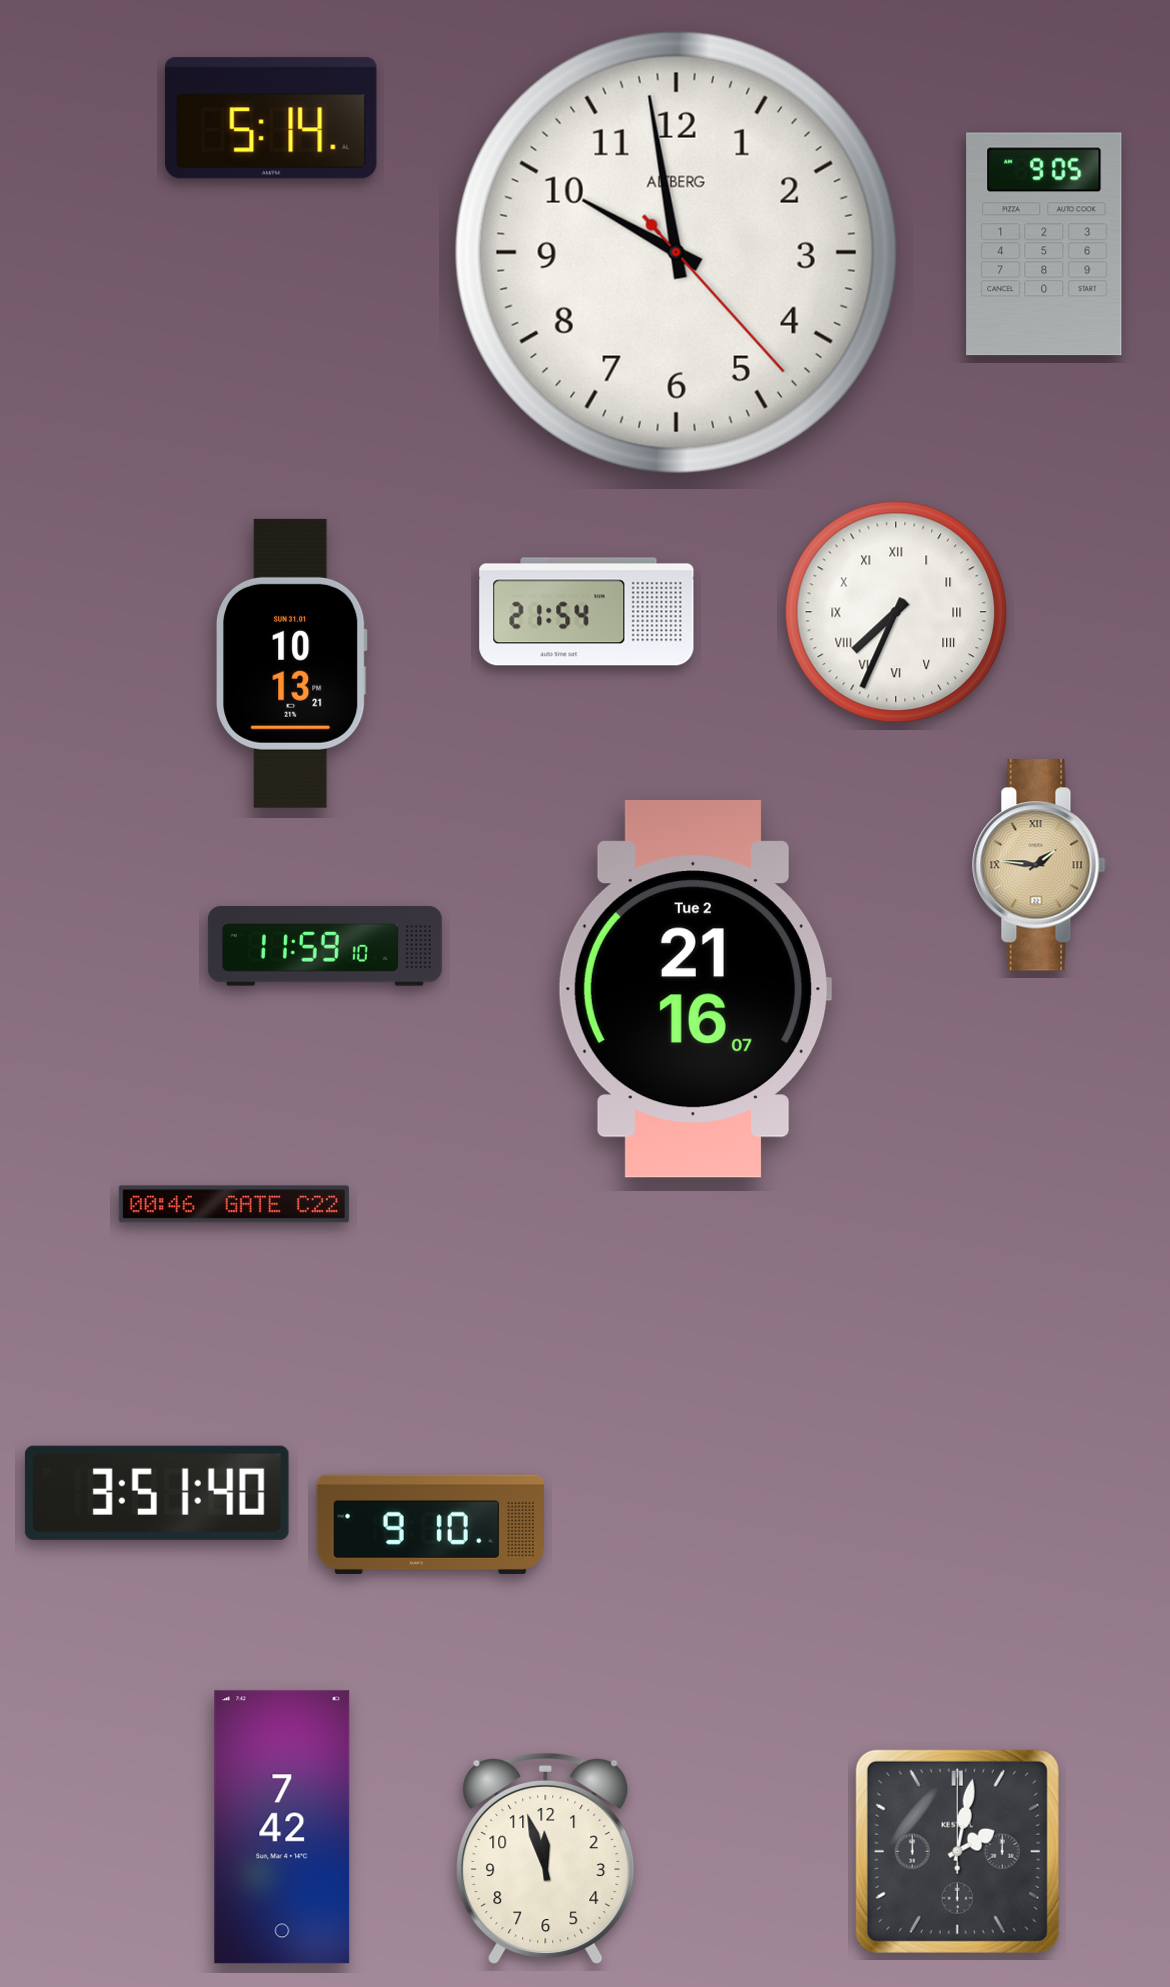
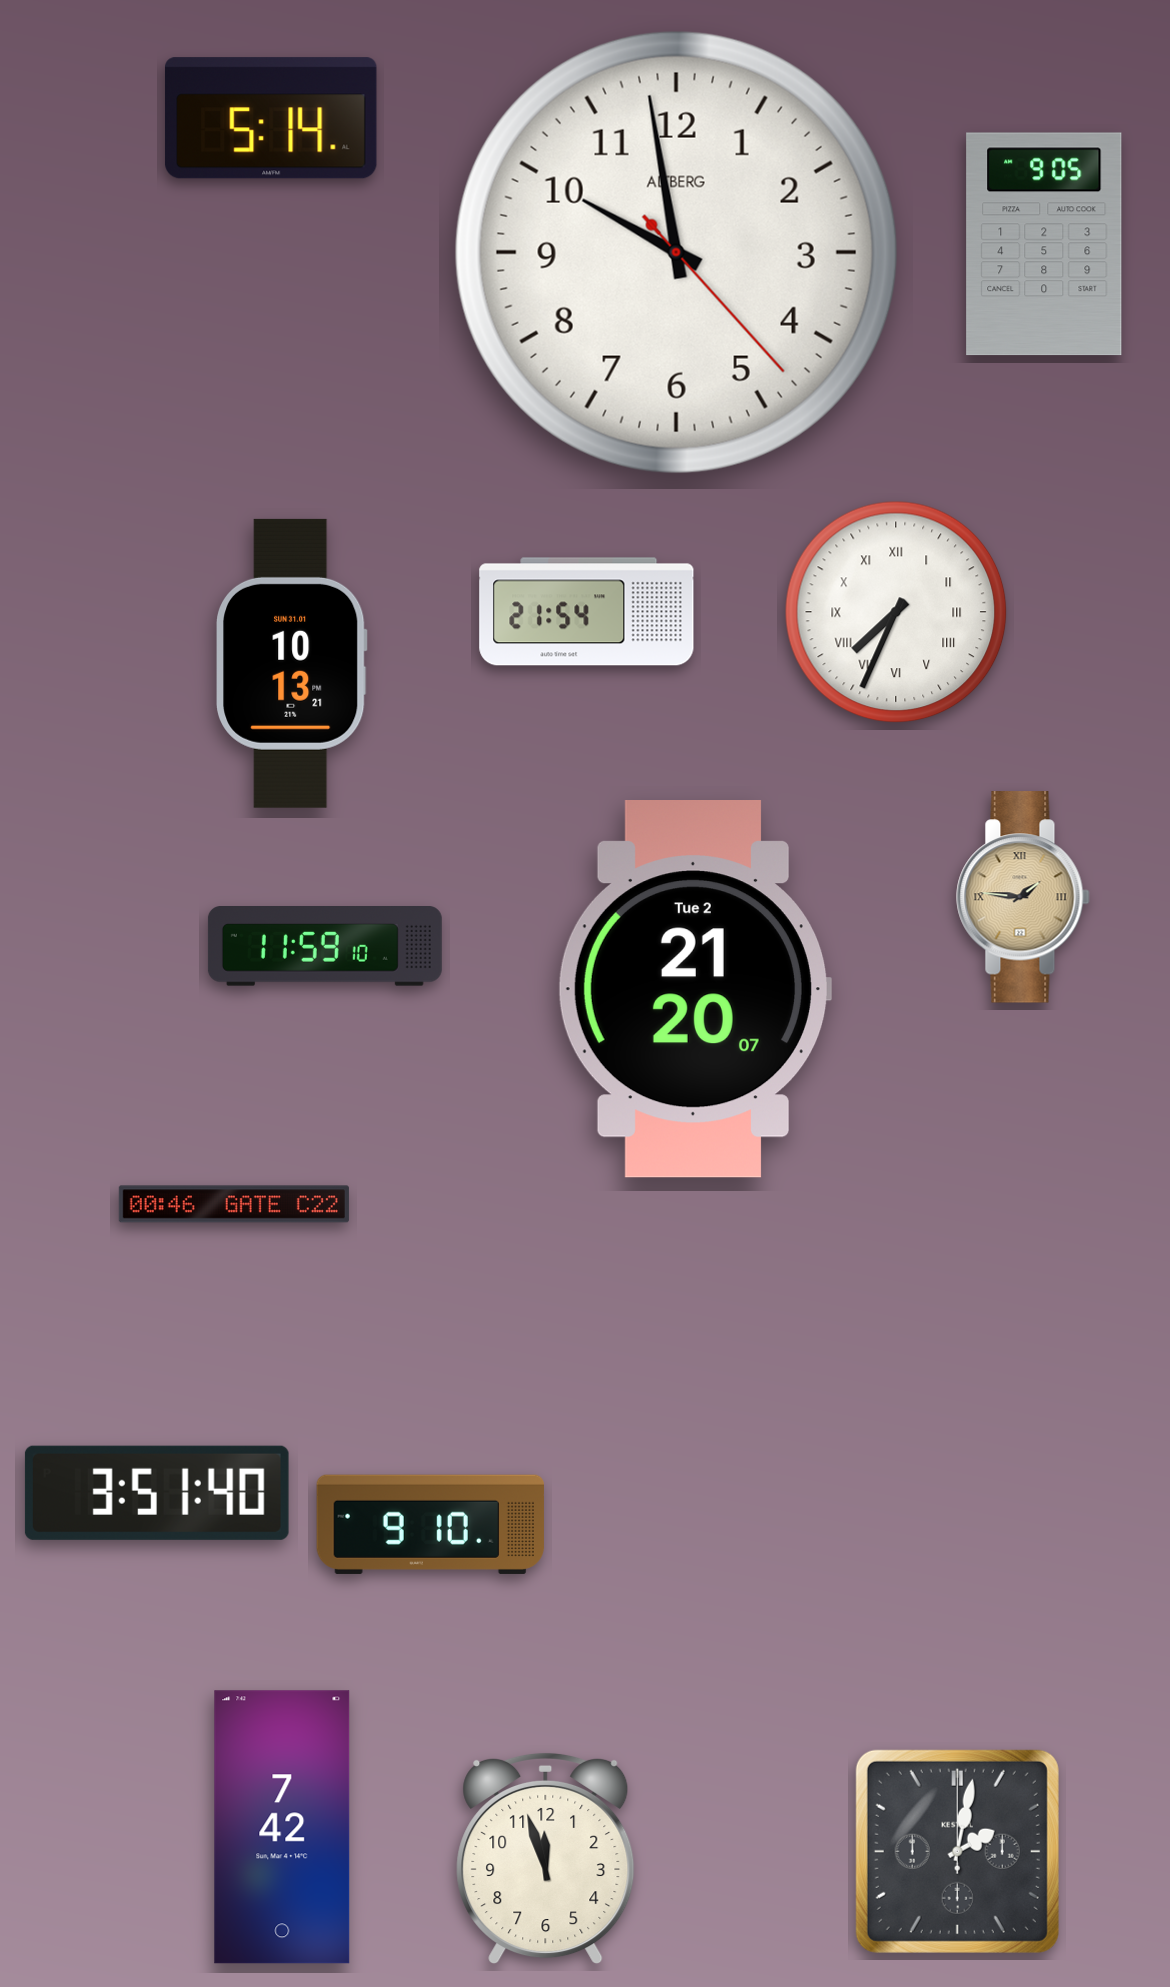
clock at (1039, 865) position: (1039, 865) -> (1023, 897)
clock at (694, 990): 21:16 -> 21:20
